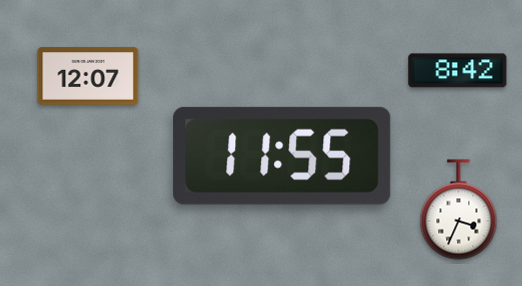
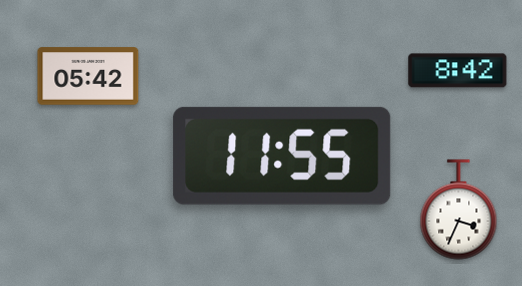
clock at (88, 76): 12:07 -> 05:42
